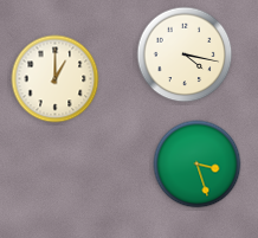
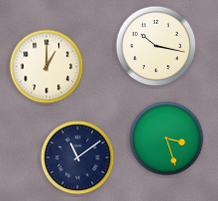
clock at (185, 54): 4:17 -> 10:17
clock at (78, 158): none -> 11:09
